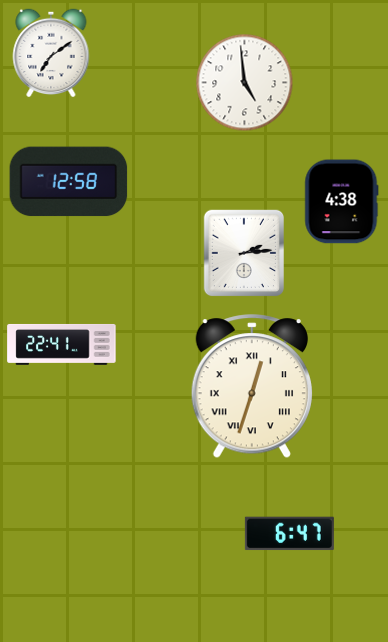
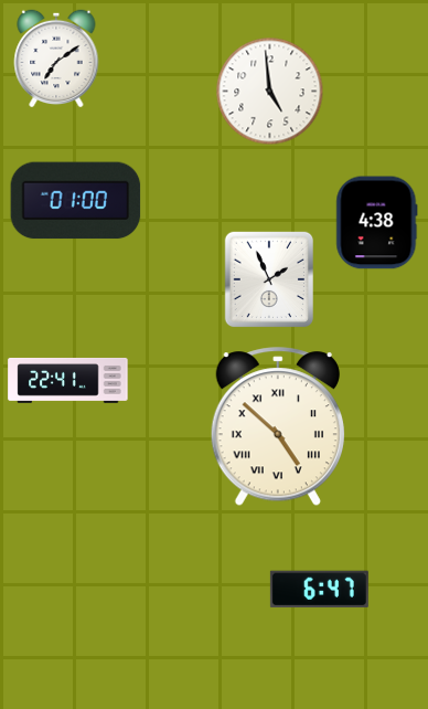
clock at (69, 182): 12:58 -> 01:00
clock at (243, 253): 2:14 -> 1:56
clock at (252, 387): 12:33 -> 4:52
